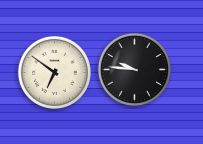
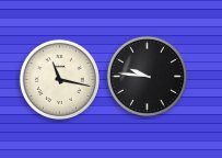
clock at (54, 72): 6:51 -> 11:17
